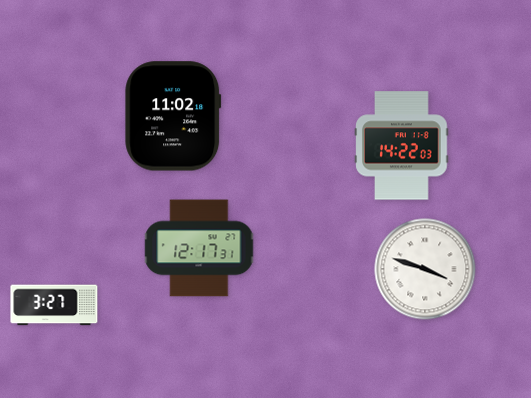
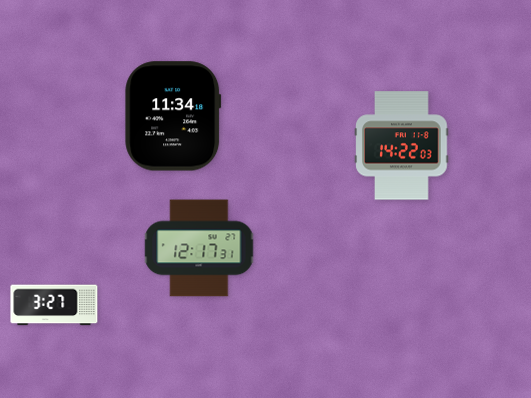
clock at (173, 116): 11:02 -> 11:34
clock at (425, 269): 3:48 -> none
